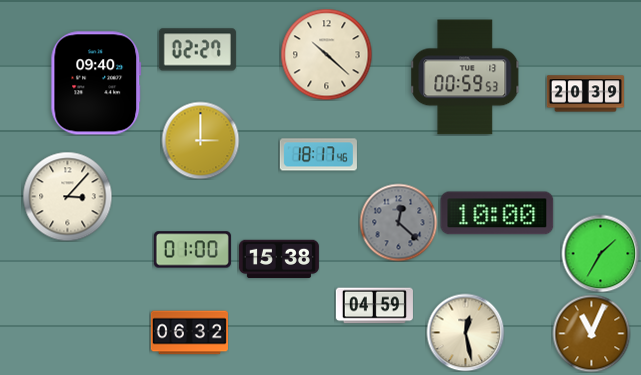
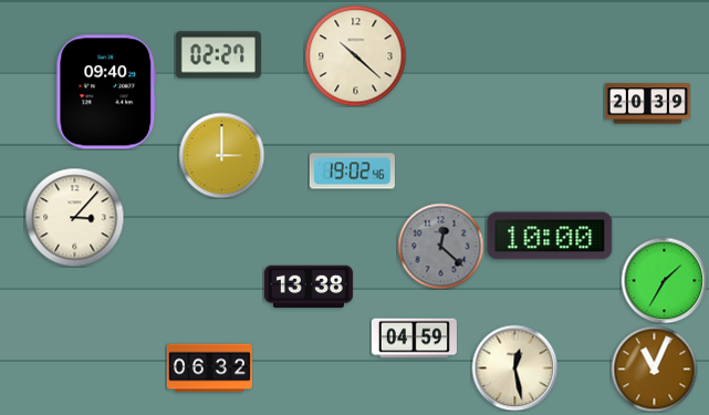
clock at (326, 54) position: (326, 54) -> (355, 55)
clock at (465, 77): 00:59 -> none
clock at (318, 155): 18:17 -> 19:02
clock at (192, 250): 01:00 -> none
clock at (279, 259): 15:38 -> 13:38
